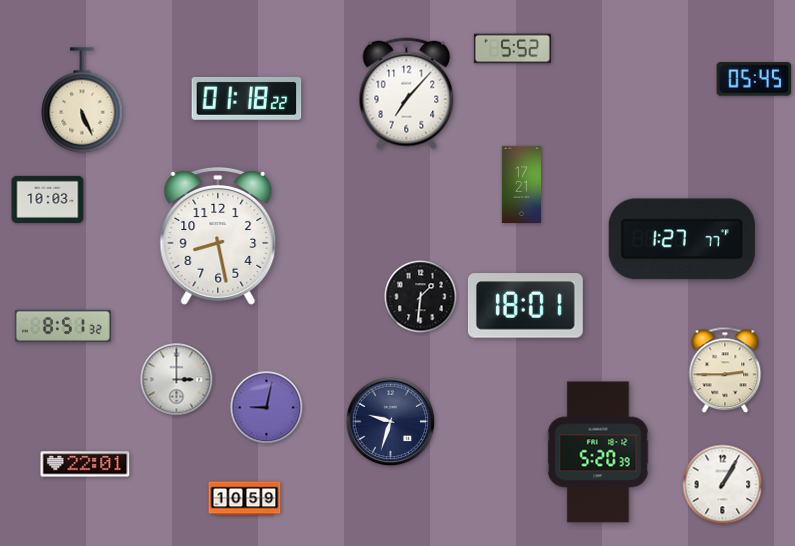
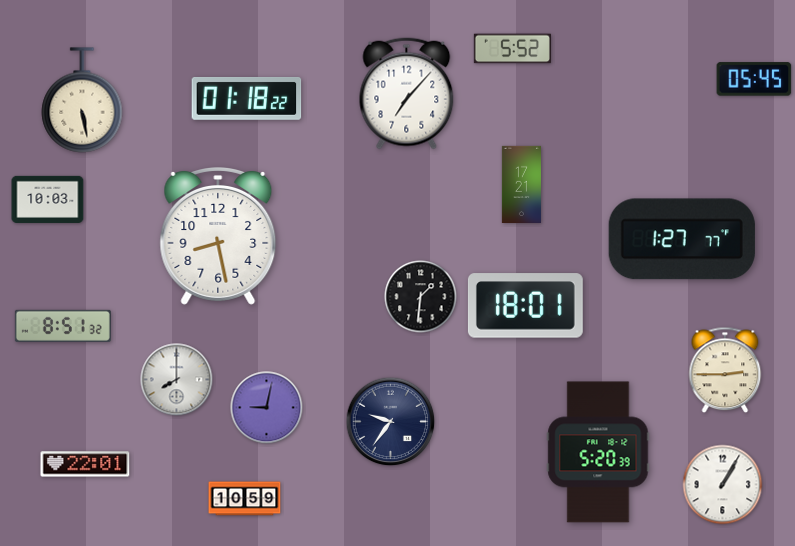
clock at (82, 100): 5:26 -> 5:28
clock at (177, 380): 3:00 -> 8:00
clock at (391, 422): 9:33 -> 9:36
